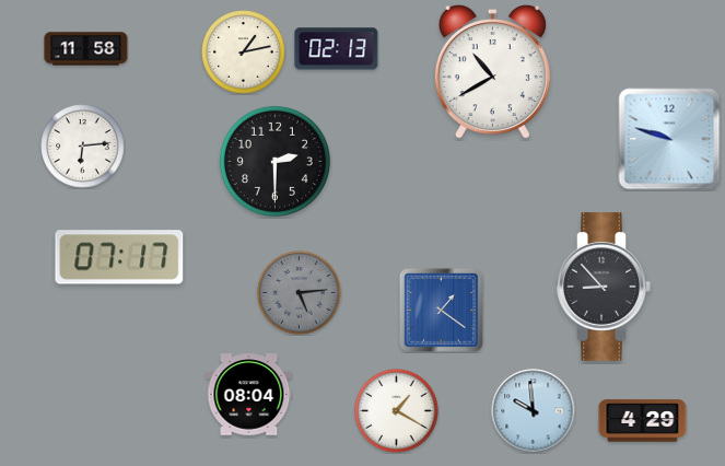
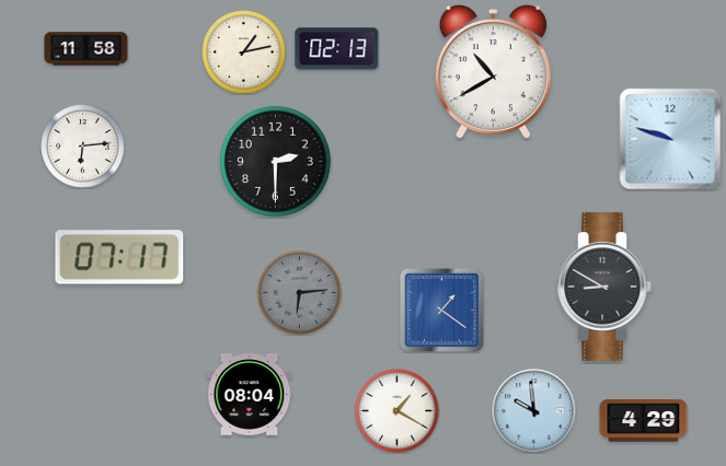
clock at (604, 287): 8:53 -> 8:50
clock at (300, 293): 5:14 -> 6:14
